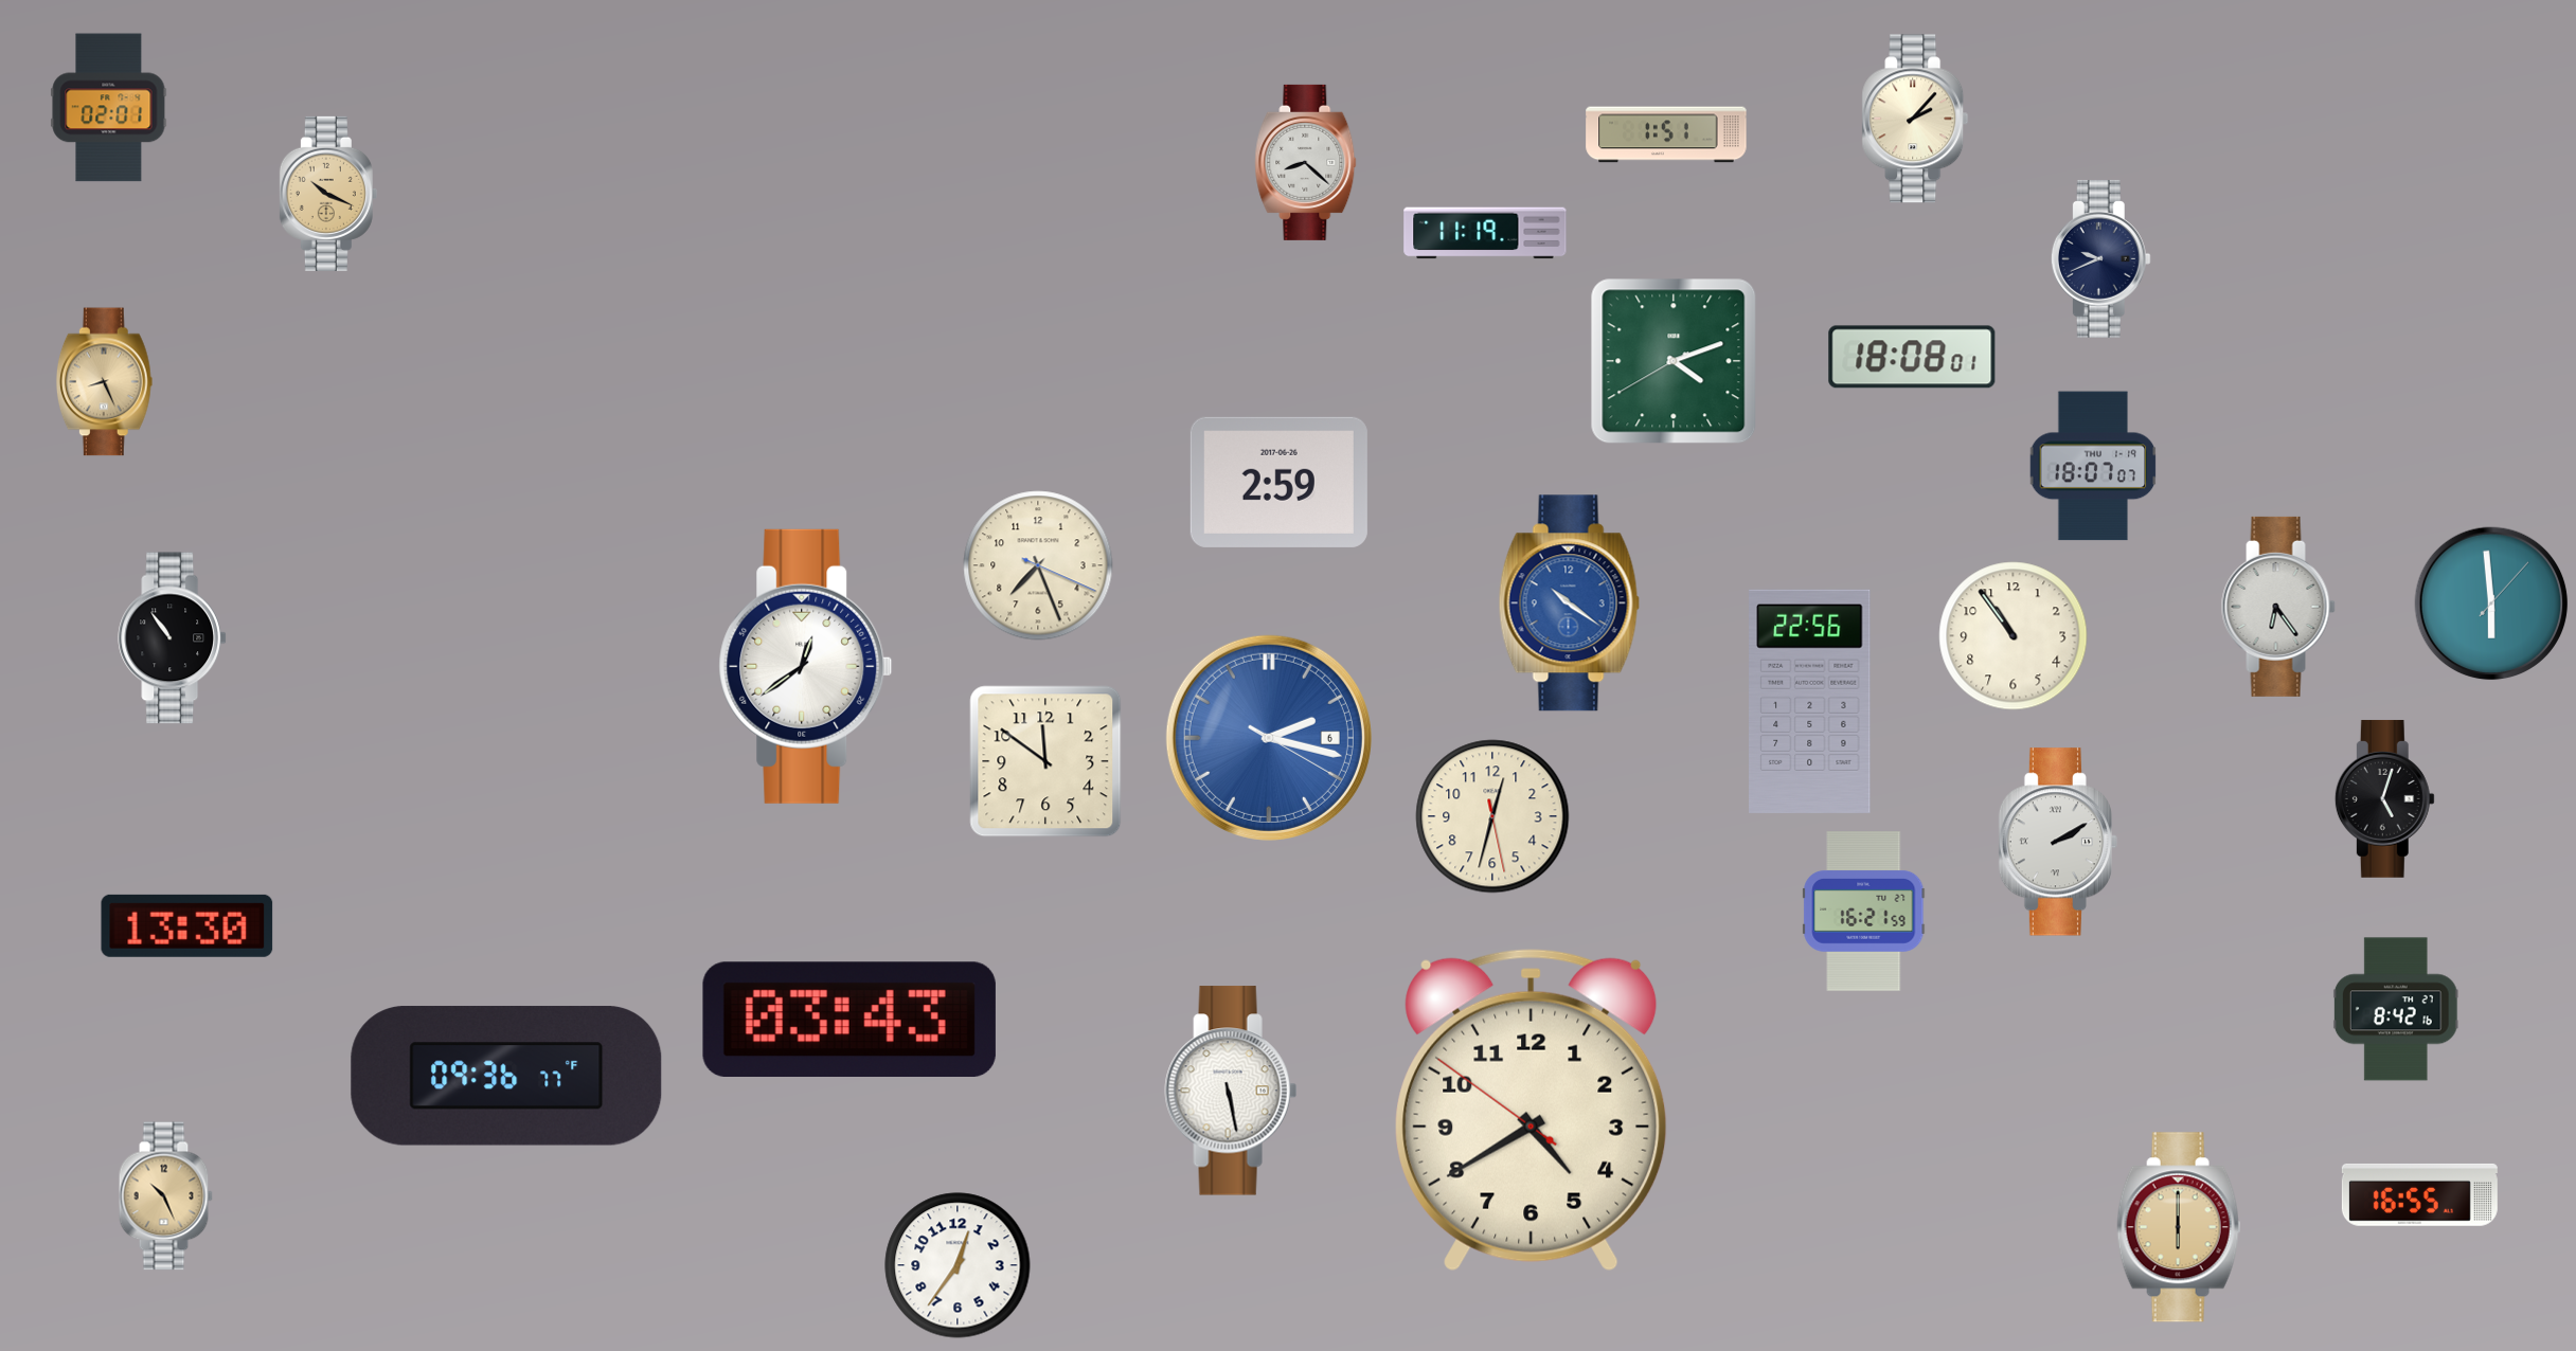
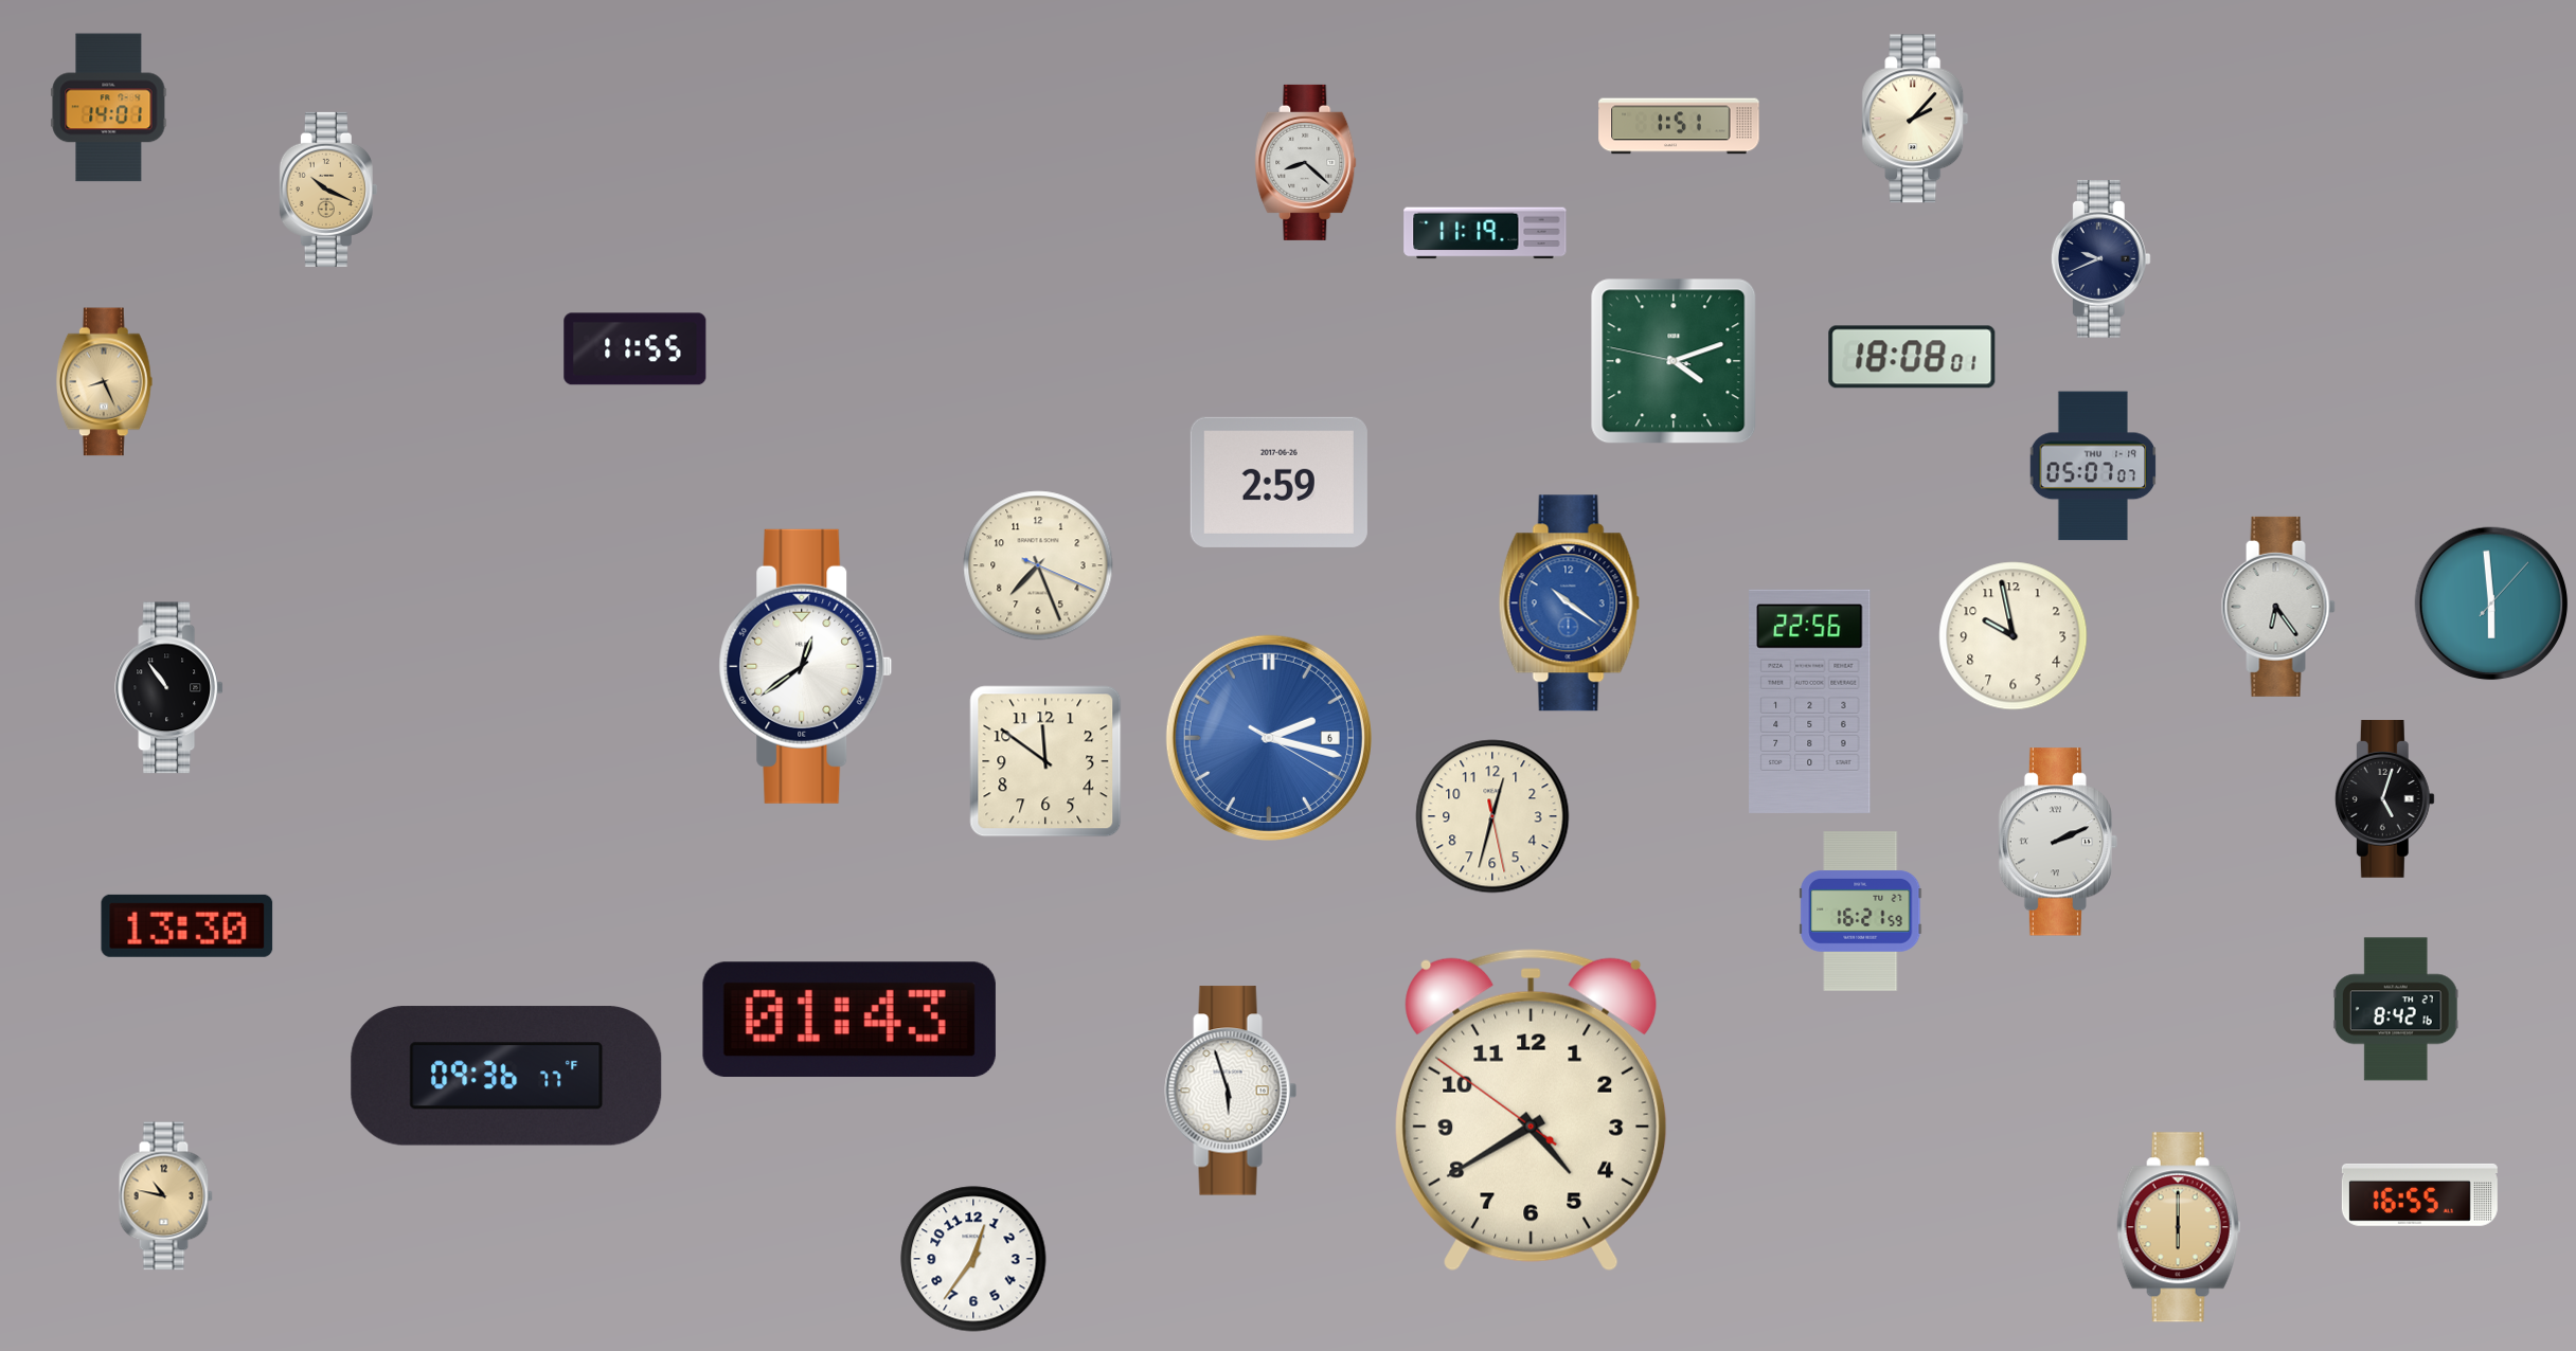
clock at (109, 108): 02:01 -> 14:01
clock at (1666, 134) position: (1666, 134) -> (1679, 126)
clock at (328, 194) position: (328, 194) -> (328, 190)
clock at (636, 349): none -> 11:55
clock at (1674, 361): 4:11:40 -> 4:11:47
clock at (2093, 466): 18:07 -> 05:07
clock at (2014, 636): 10:54 -> 9:58
clock at (172, 638) position: (172, 638) -> (168, 688)
clock at (2057, 842): 2:10 -> 2:11
clock at (1864, 912) position: (1864, 912) -> (1861, 912)
clock at (849, 1019): 03:43 -> 01:43
clock at (1231, 1091): 5:28 -> 5:57
clock at (165, 1196): 10:26 -> 10:47
clock at (958, 1265) position: (958, 1265) -> (973, 1259)
